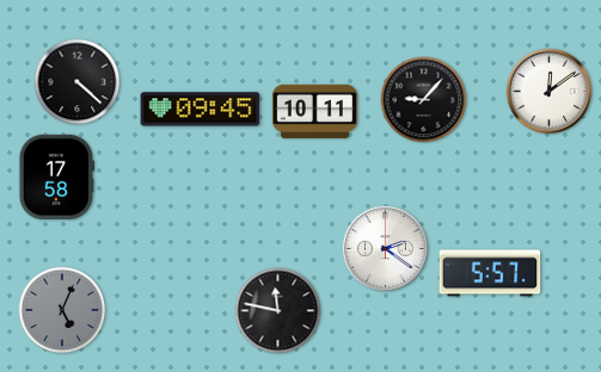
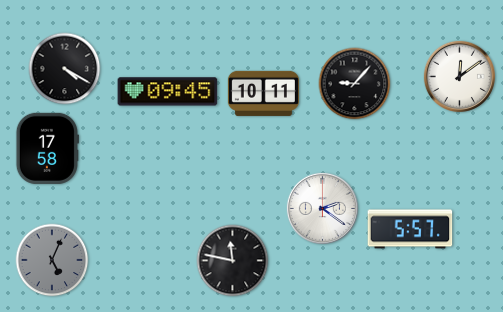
clock at (78, 82): 4:22 -> 4:20
